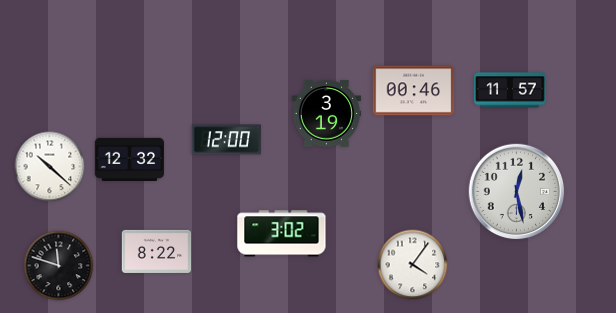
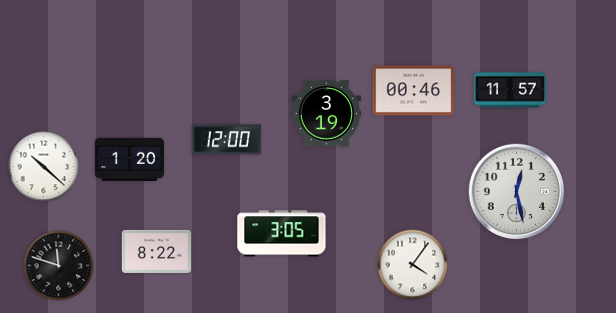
clock at (130, 159): 12:32 -> 1:20
clock at (50, 167) position: (50, 167) -> (44, 167)
clock at (282, 234): 3:02 -> 3:05
